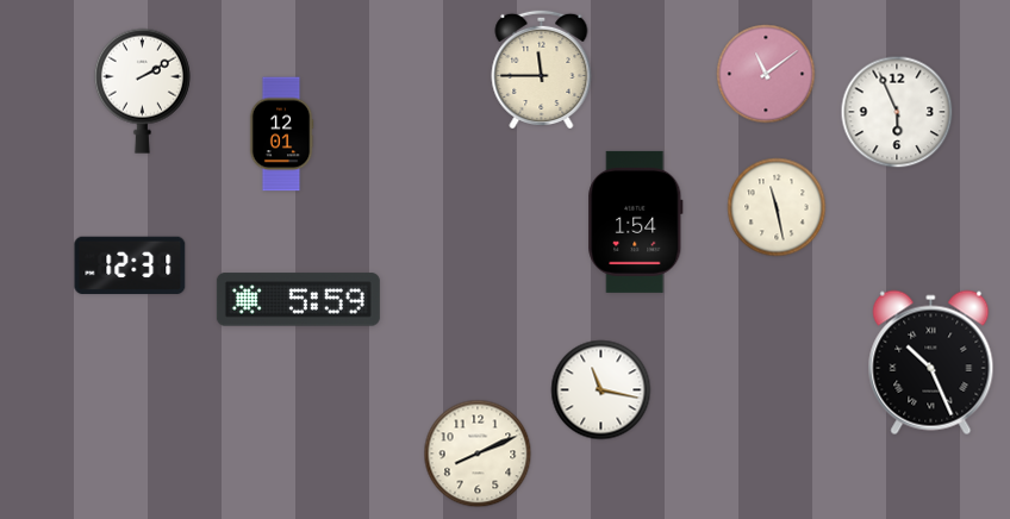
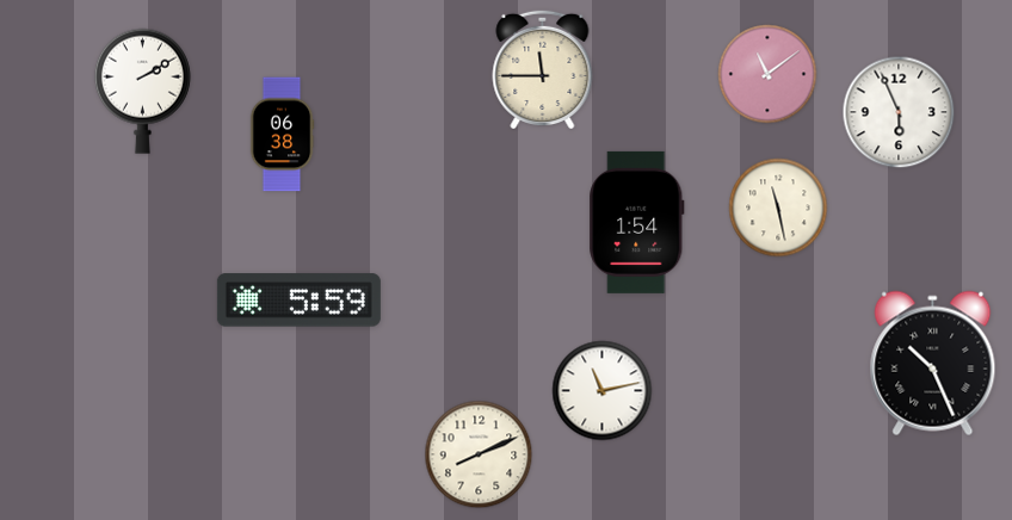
clock at (281, 135): 12:01 -> 06:38
clock at (130, 265): 12:31 -> none
clock at (601, 390): 11:17 -> 11:13
